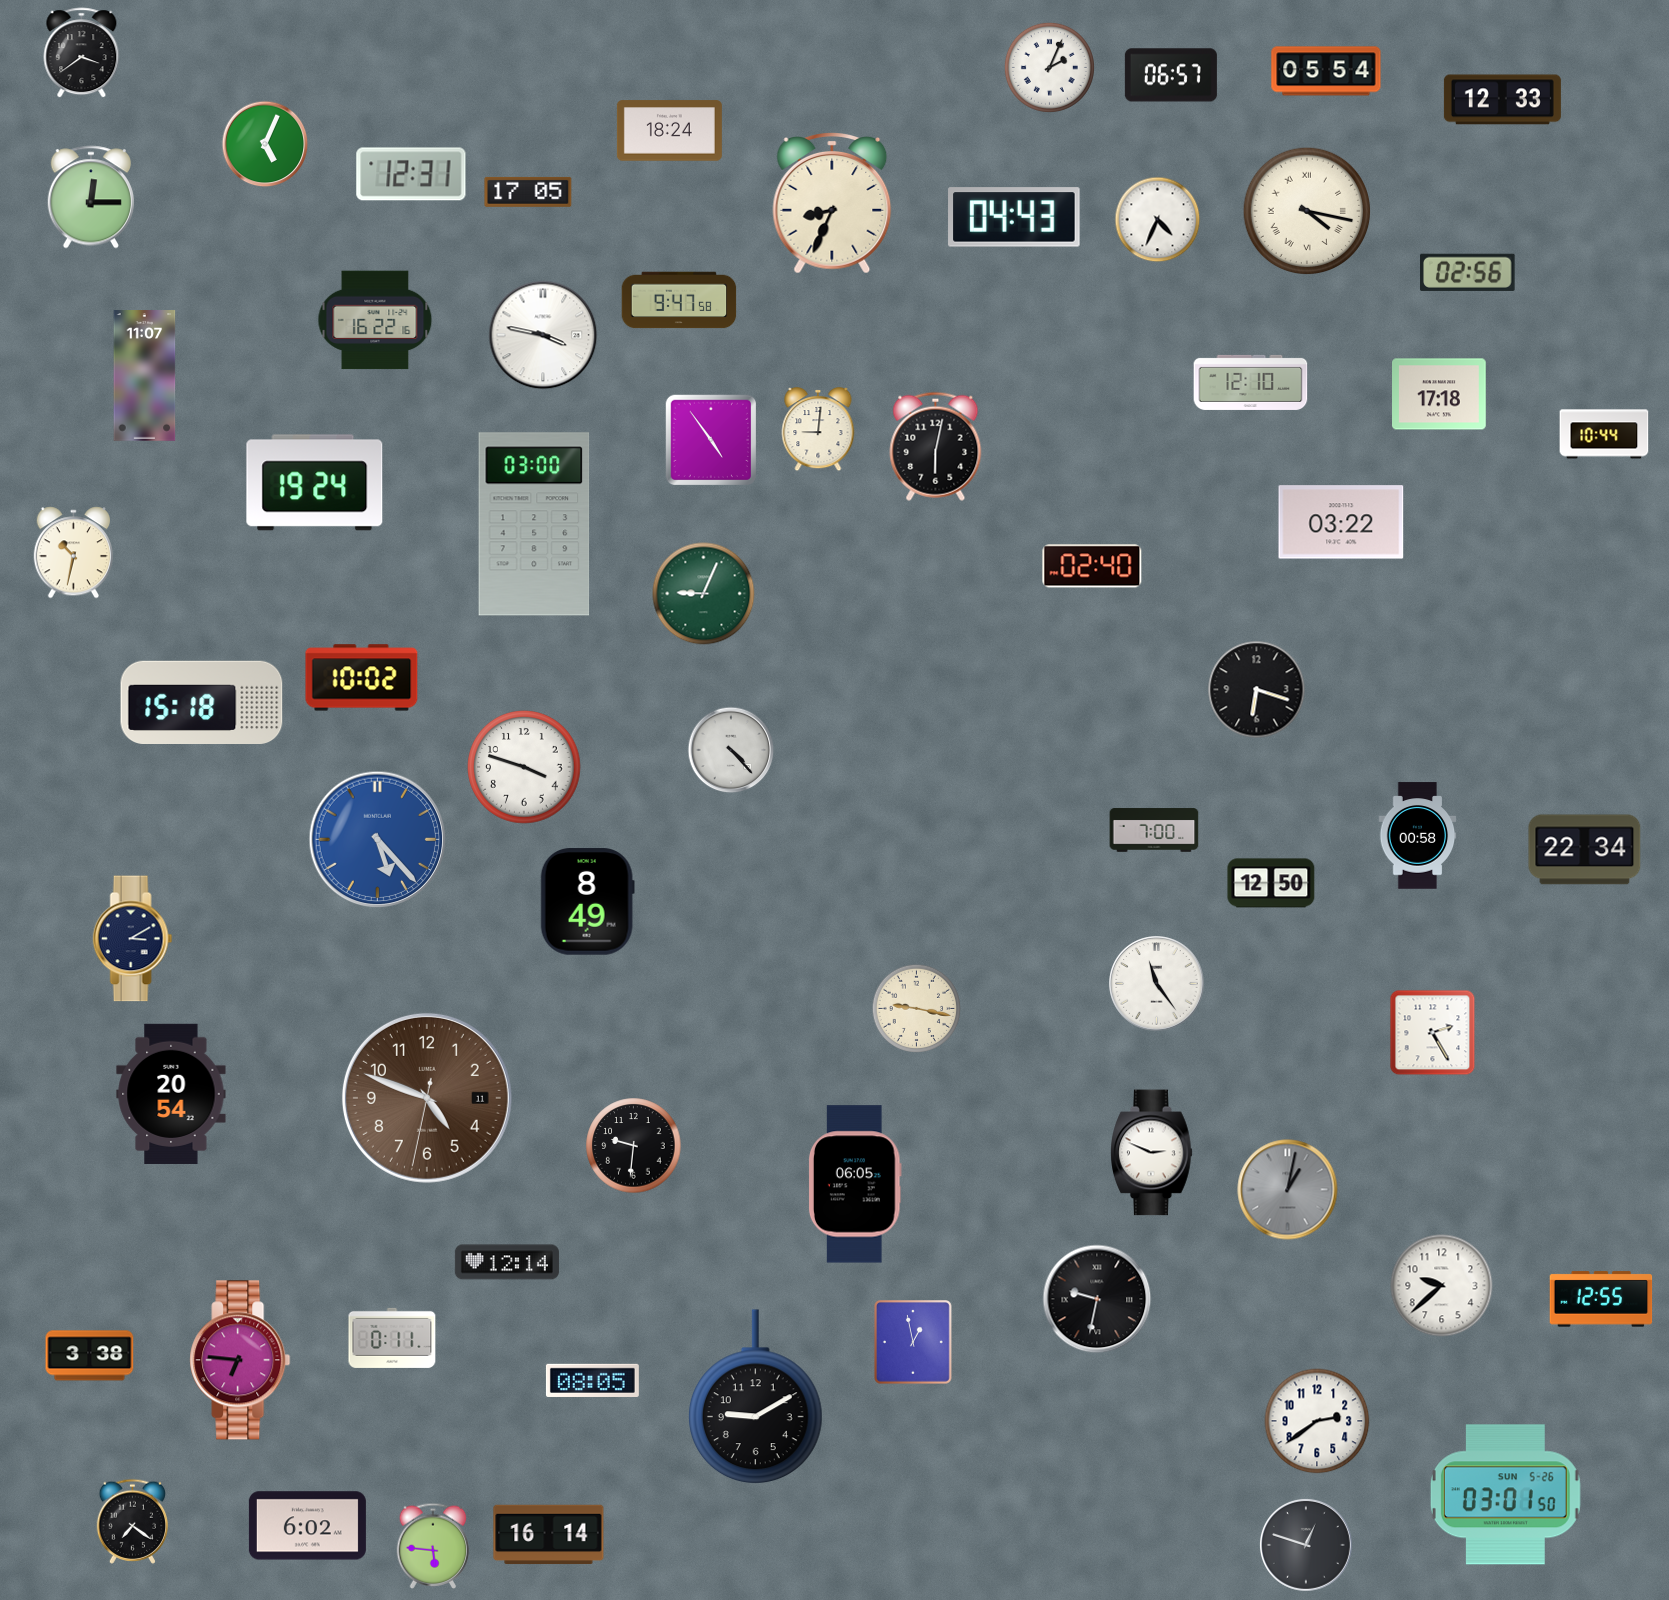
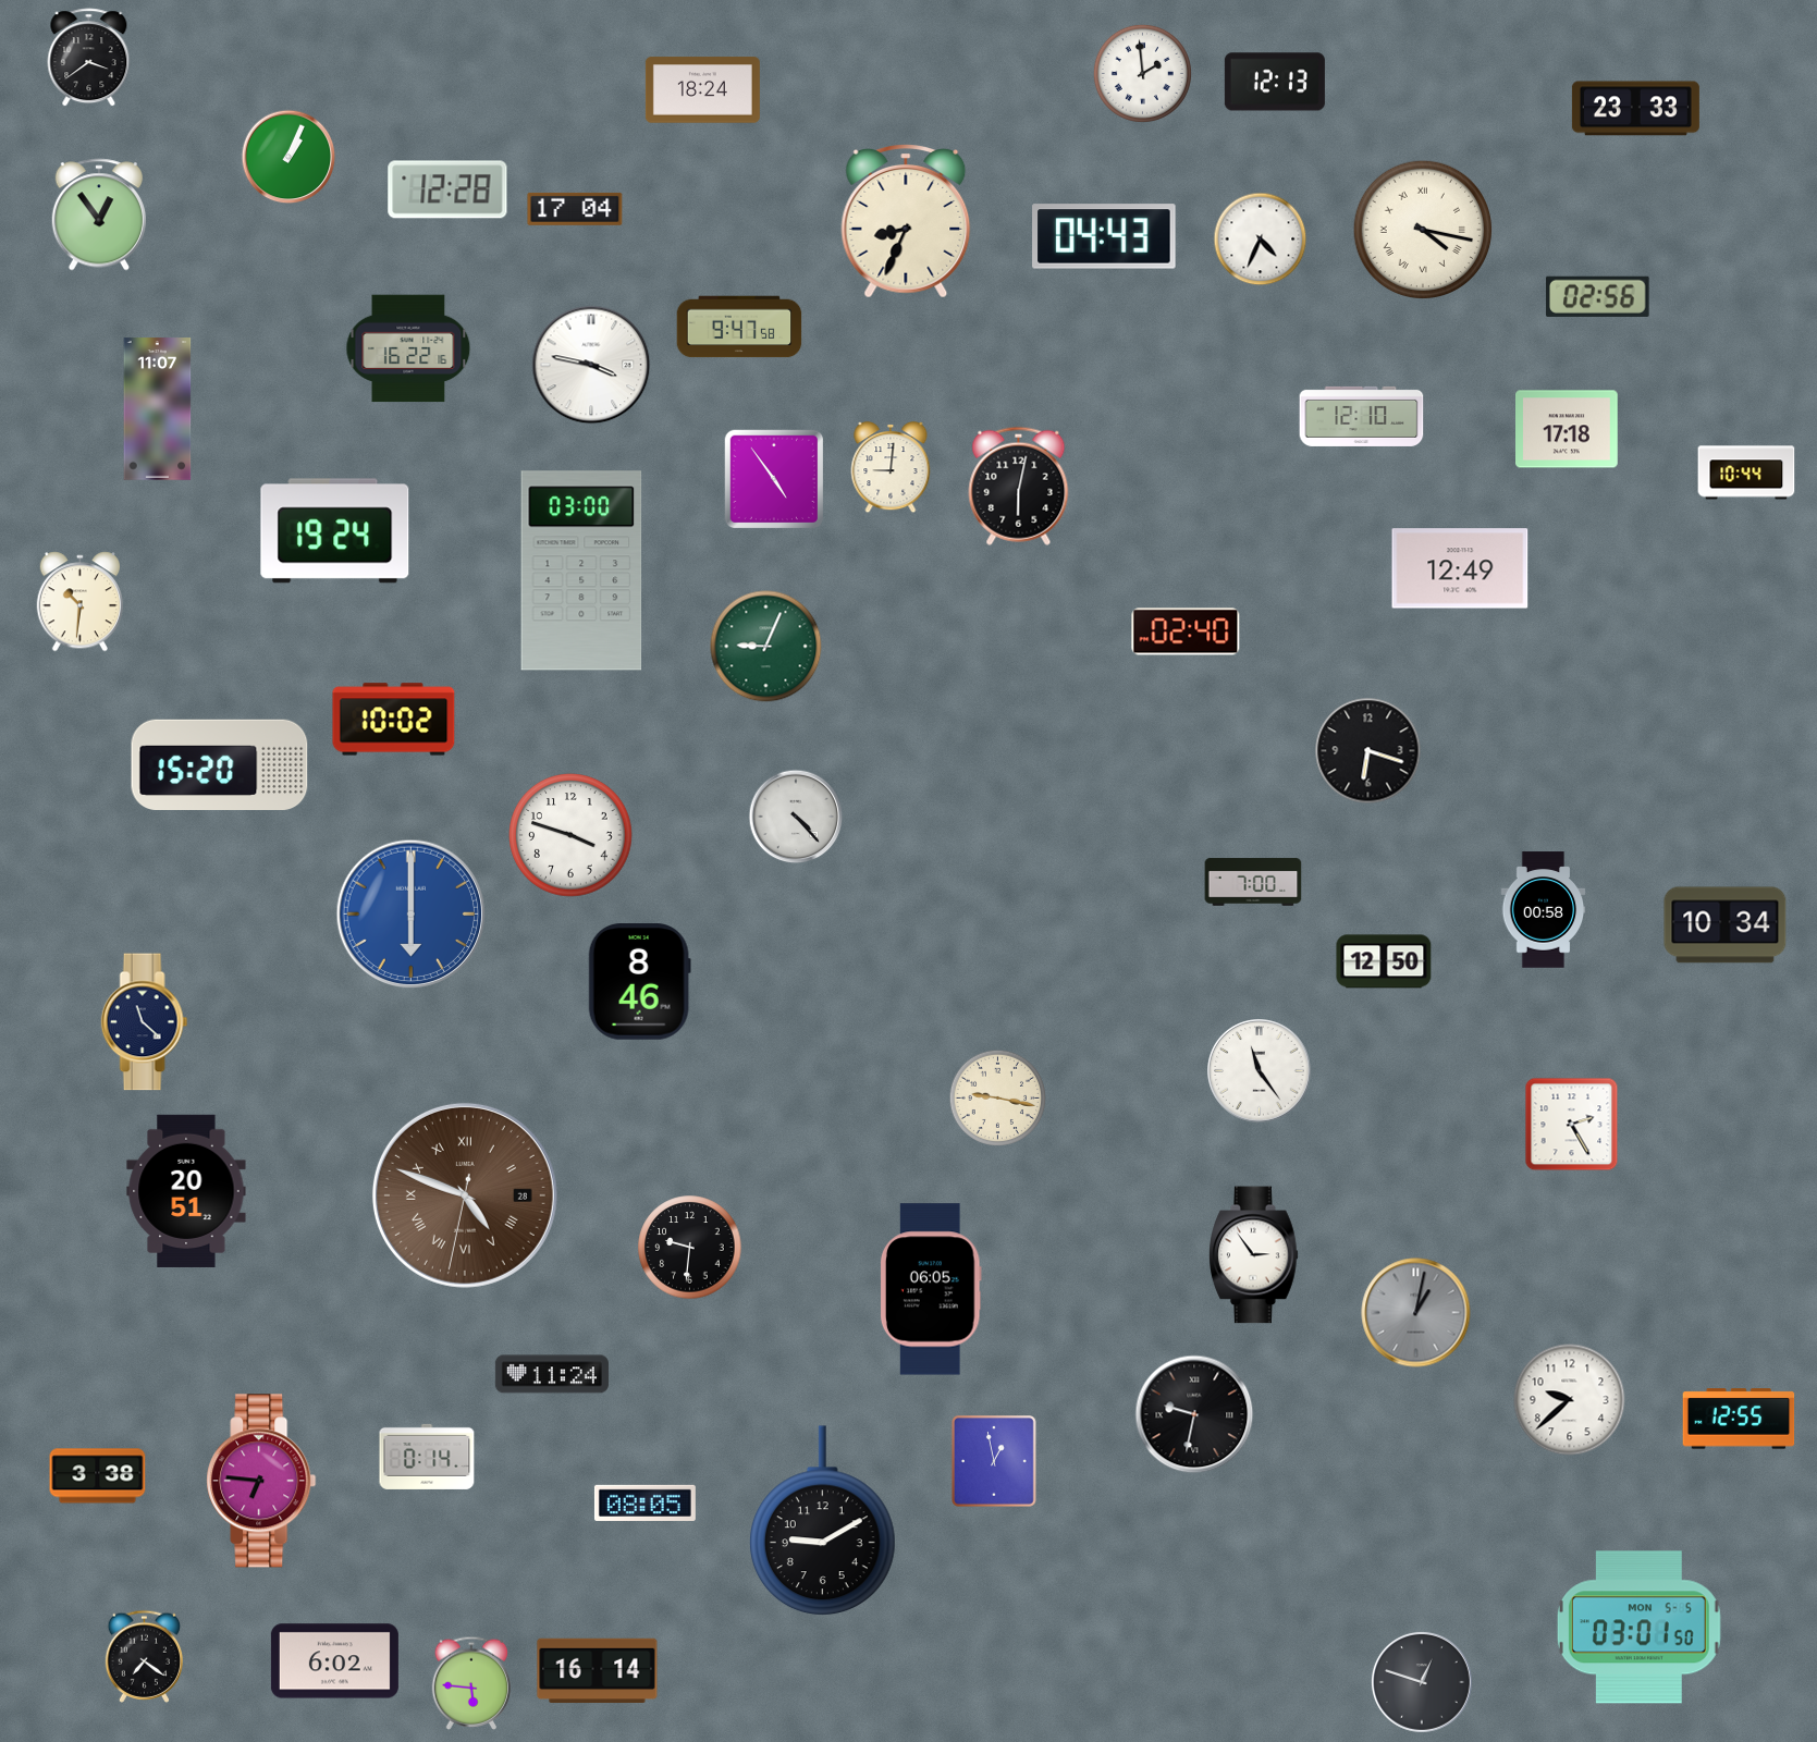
clock at (1049, 67): 2:04 -> 1:59
clock at (1326, 71): 05:54 -> none
clock at (1171, 75): 06:57 -> 12:13
clock at (1502, 100): 12:33 -> 23:33
clock at (669, 131) position: (669, 131) -> (702, 90)
clock at (265, 144): 5:04 -> 1:04
clock at (411, 174): 12:31 -> 12:28
clock at (528, 192): 17:05 -> 17:04
clock at (90, 197): 12:15 -> 12:54
clock at (315, 483) position: (315, 483) -> (335, 531)
clock at (1341, 522): 03:22 -> 12:49
clock at (74, 553): 10:32 -> 10:31
clock at (1092, 566) position: (1092, 566) -> (1186, 631)
clock at (362, 678) position: (362, 678) -> (394, 720)
clock at (202, 702): 15:18 -> 15:20
clock at (1154, 830) position: (1154, 830) -> (1253, 882)
clock at (378, 840): 5:23 -> 6:00
clock at (1585, 850): 22:34 -> 10:34
clock at (587, 902): 8:49 -> 8:46
clock at (133, 939): 3:10 -> 11:22
clock at (1433, 1033) position: (1433, 1033) -> (1572, 1125)
clock at (171, 1094): 20:54 -> 20:51
clock at (427, 1098) date: 11 -> 28
clock at (427, 1098) numerals: Arabic -> Roman
clock at (1152, 1153): 2:49 -> 2:54
clock at (1288, 1190) position: (1288, 1190) -> (1416, 1313)
clock at (507, 1262): 12:14 -> 11:24
clock at (1601, 1299) position: (1601, 1299) -> (1739, 1419)
clock at (392, 1338): 0:11 -> 0:14
clock at (1317, 1421): 2:39 -> none
clock at (1505, 1495) date: SUN 5-26 -> MON 5-5
